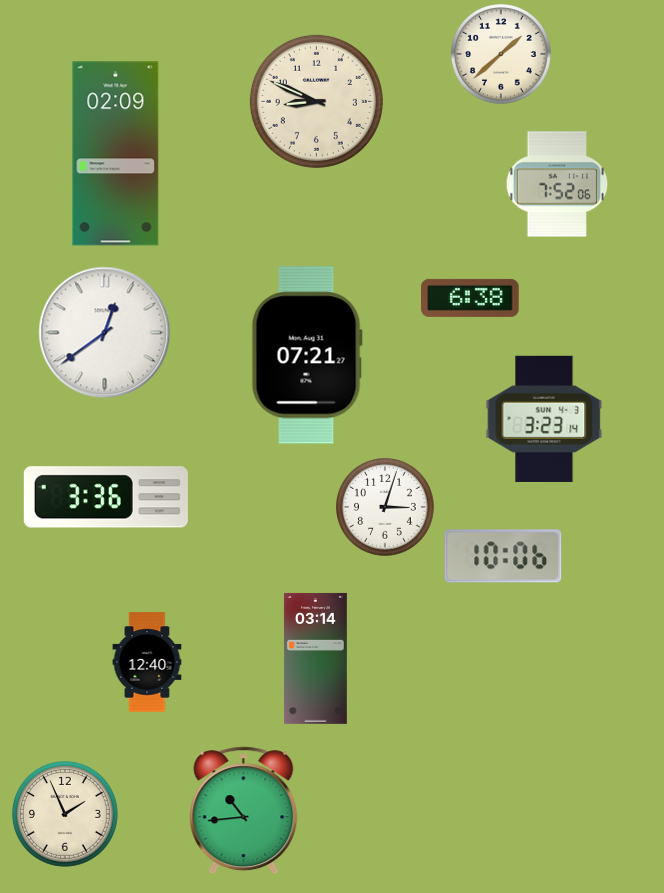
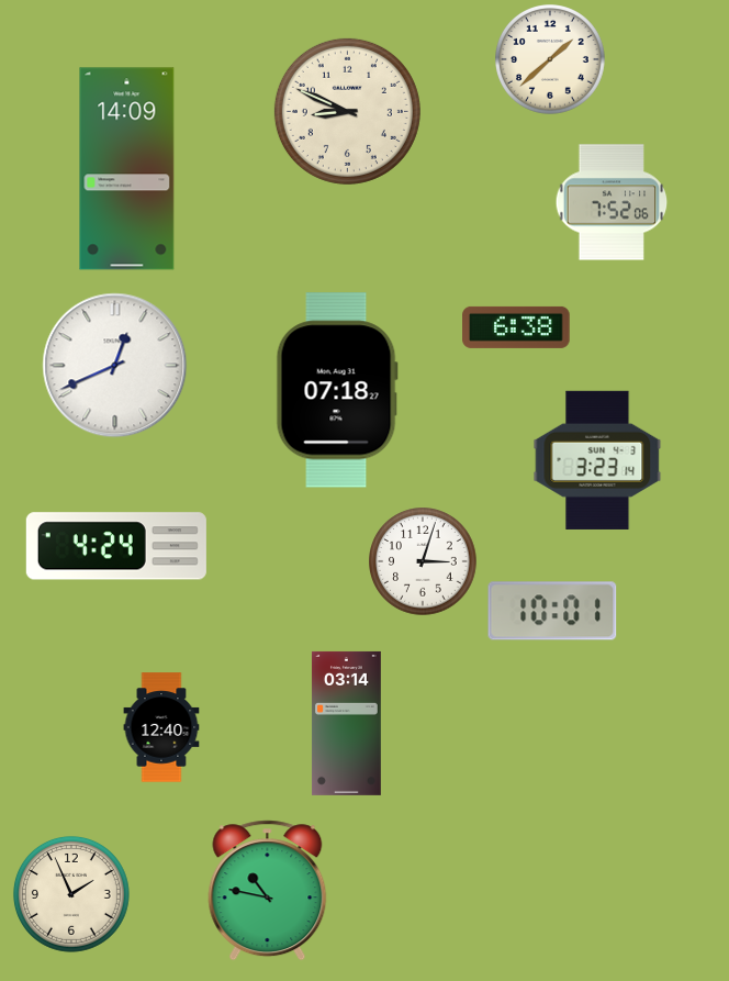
clock at (116, 154): 02:09 -> 14:09
clock at (105, 333): 12:39 -> 12:41
clock at (307, 355): 07:21 -> 07:18
clock at (106, 497): 3:36 -> 4:24
clock at (386, 508) position: (386, 508) -> (424, 562)
clock at (503, 556): 10:06 -> 10:01
clock at (244, 811): 10:44 -> 10:47
